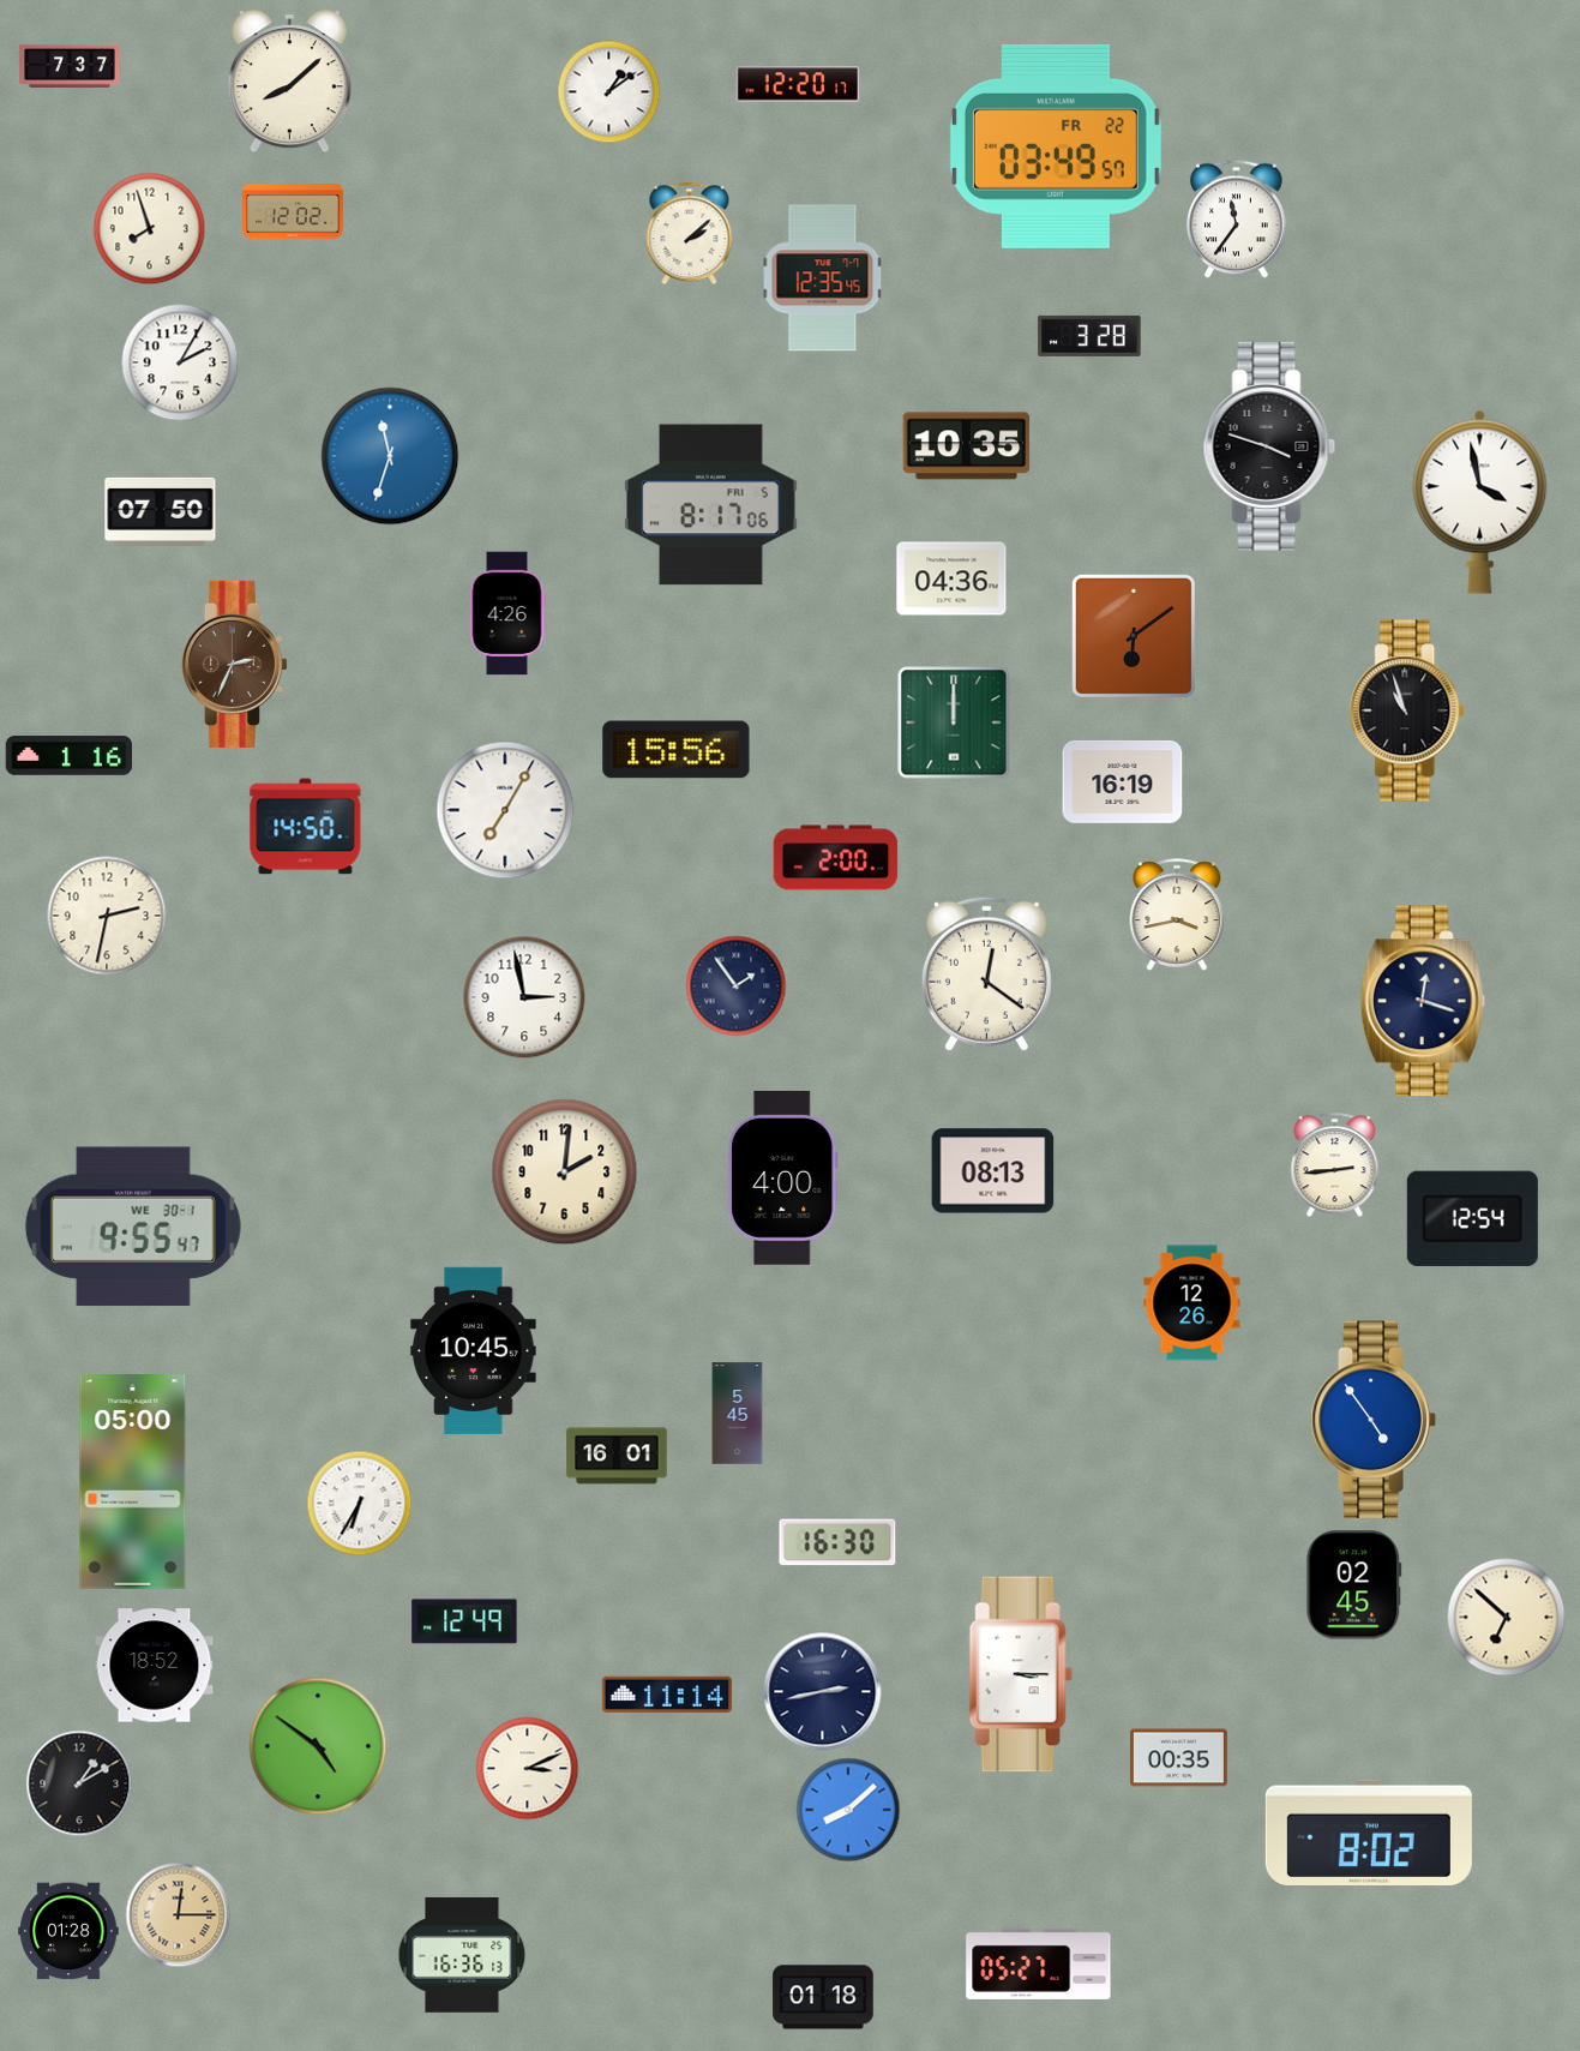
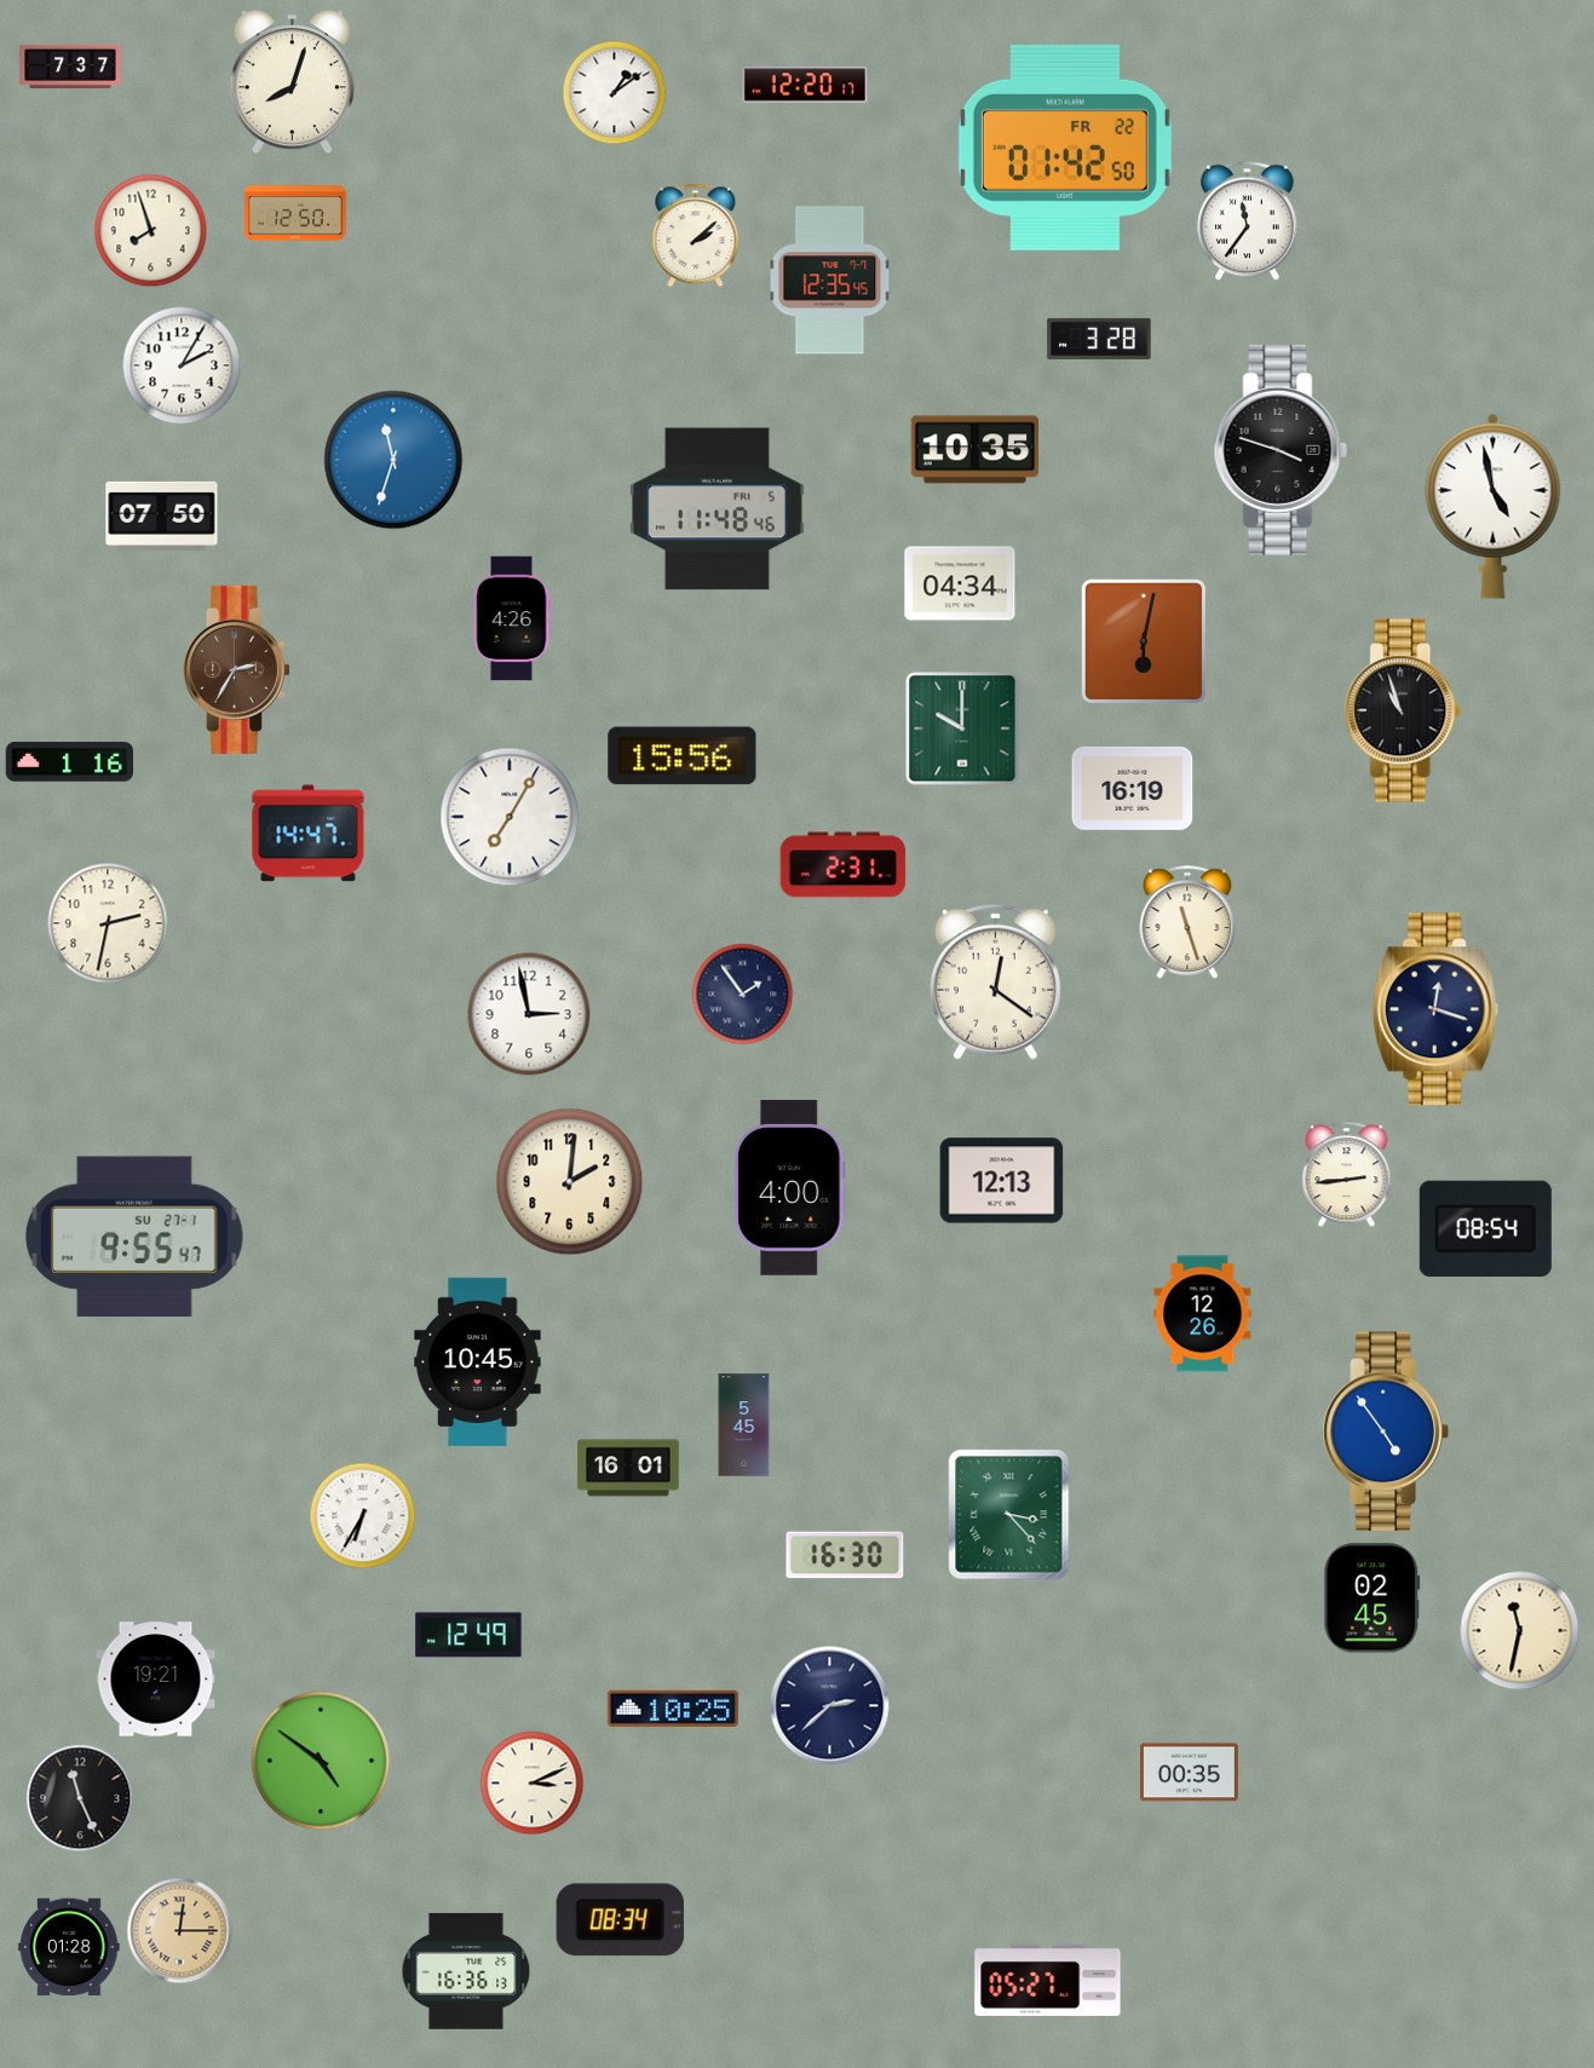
clock at (289, 82): 8:08 -> 8:03
clock at (1056, 146): 03:49 -> 01:42
clock at (293, 211): 12:02 -> 12:50
clock at (1480, 502): 3:58 -> 4:58
clock at (710, 505): 8:17 -> 11:48
clock at (951, 578): 04:36 -> 04:34
clock at (1134, 636): 6:09 -> 6:02
clock at (234, 664): 2:34 -> 2:35
clock at (1408, 710) position: (1408, 710) -> (1404, 710)
clock at (954, 722): 12:00 -> 10:00
clock at (306, 827): 14:50 -> 14:47
clock at (836, 858): 2:00 -> 2:31
clock at (1177, 914): 3:43 -> 11:27
clock at (524, 997) position: (524, 997) -> (529, 1014)
clock at (993, 1171): 08:13 -> 12:13
clock at (1472, 1218): 12:54 -> 08:54
clock at (133, 1227) date: WE 30-1 -> SU 27-1
clock at (617, 1456) position: (617, 1456) -> (628, 1468)
clock at (133, 1482): 05:00 -> none
clock at (1009, 1515): none -> 3:23
clock at (1354, 1585) position: (1354, 1585) -> (1373, 1598)
clock at (1507, 1618): 6:52 -> 11:32
clock at (155, 1666): 18:52 -> 19:21
clock at (1021, 1674): 3:15 -> none
clock at (823, 1692): 2:43 -> 2:38
clock at (667, 1695): 11:14 -> 10:25
clock at (79, 1783): 1:10 -> 11:26
clock at (848, 1810): 8:08 -> none
clock at (1369, 1831): 8:02 -> none
clock at (620, 1920): none -> 08:34
clock at (823, 1997): 01:18 -> none
